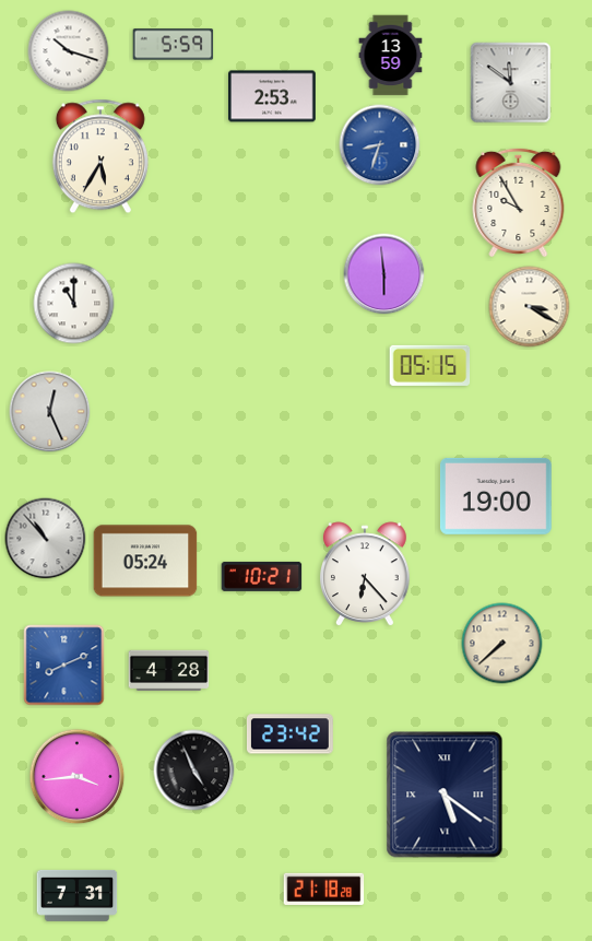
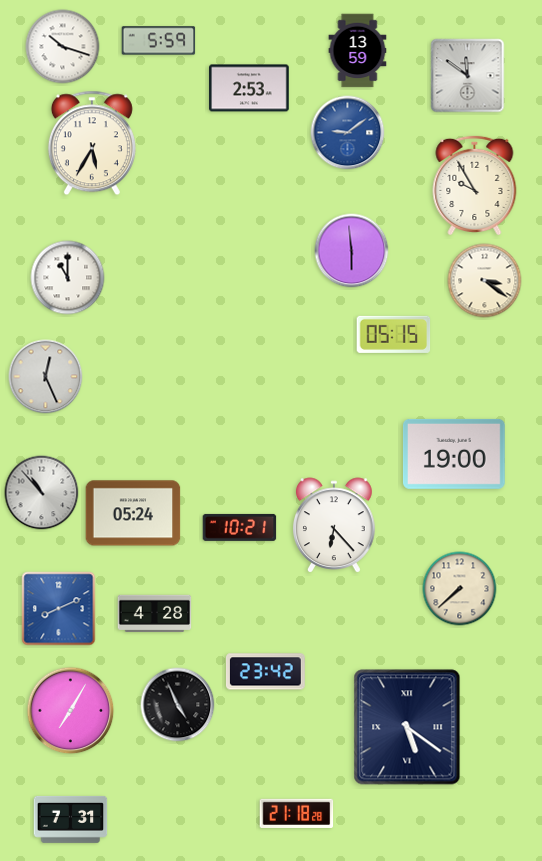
clock at (380, 145): 8:33 -> 9:09
clock at (530, 307): 3:20 -> 3:21
clock at (78, 777): 3:44 -> 7:05
